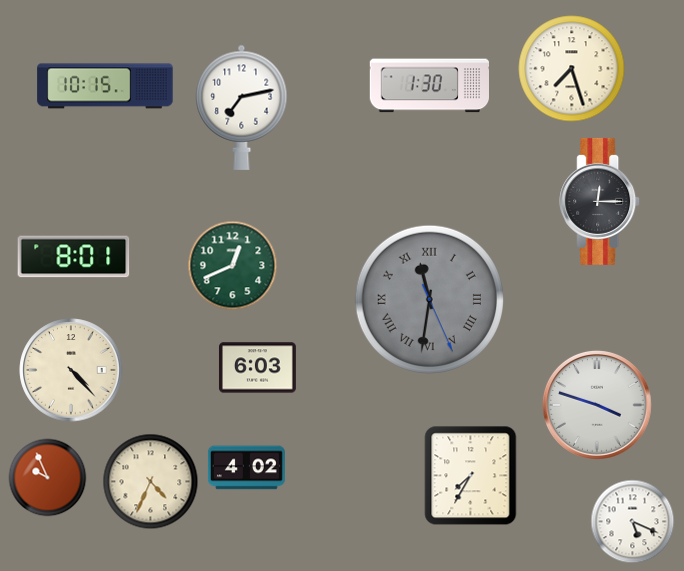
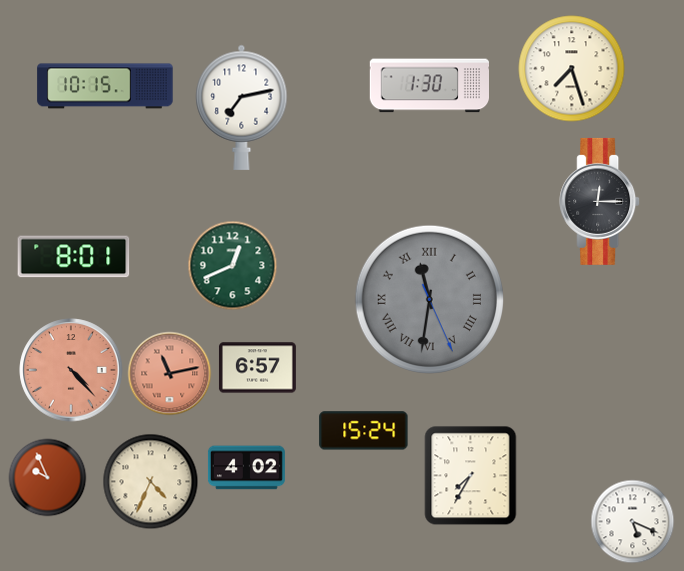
clock at (257, 368): 6:03 -> 6:57
clock at (71, 370) dial: cream -> salmon
clock at (169, 373): none -> 11:13
clock at (597, 405): 3:48 -> none
clock at (364, 431): none -> 15:24
